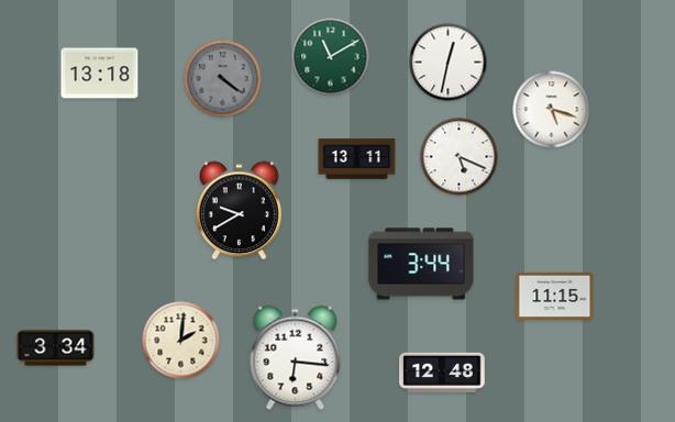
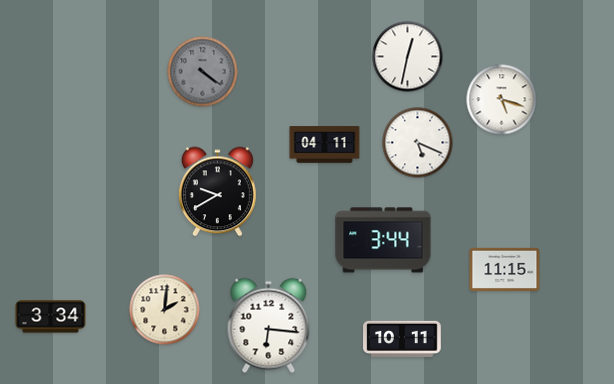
clock at (331, 57): 11:10 -> none
clock at (100, 74): 13:18 -> none
clock at (357, 159): 13:11 -> 04:11
clock at (442, 373): 12:48 -> 10:11
